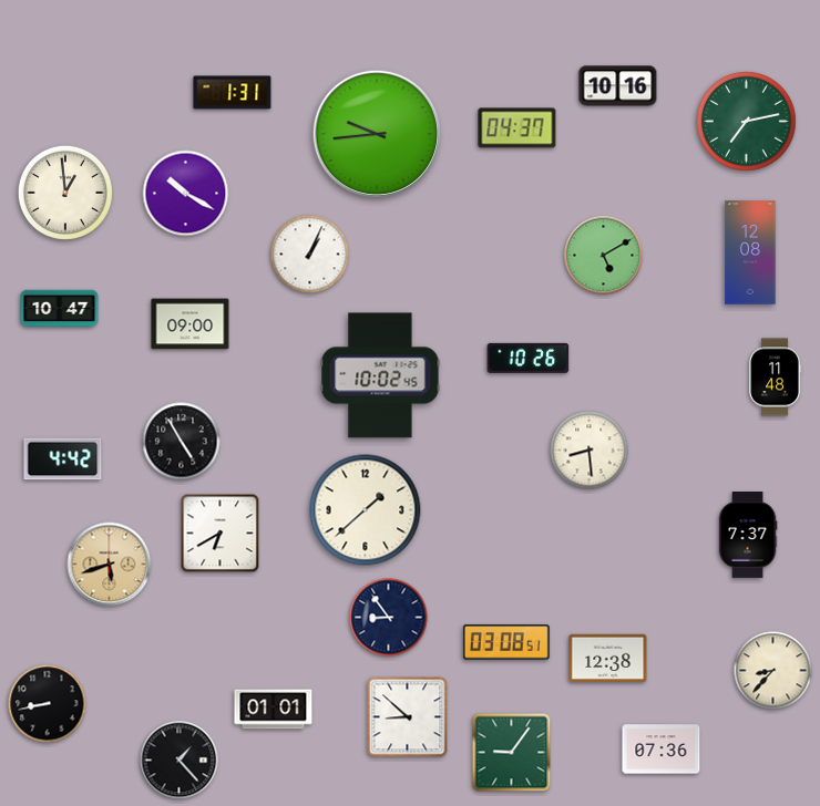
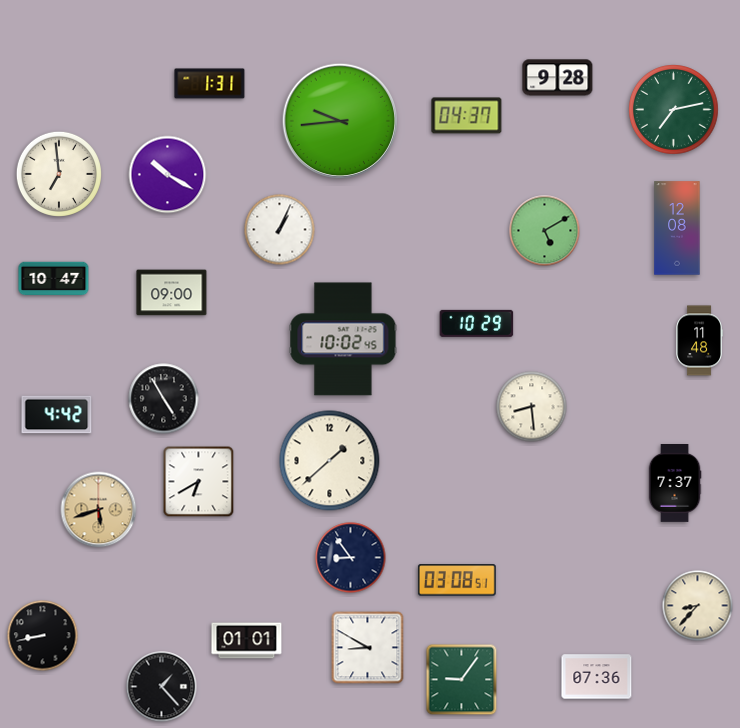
clock at (618, 86): 10:16 -> 9:28
clock at (65, 193): 12:59 -> 6:59
clock at (529, 358): 10:26 -> 10:29
clock at (608, 658): 12:38 -> none
clock at (408, 717): 8:52 -> 8:50
